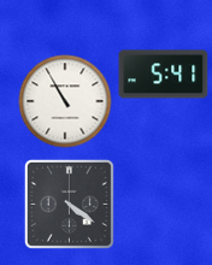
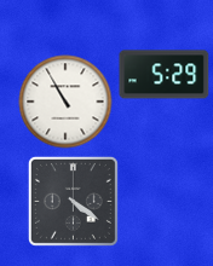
clock at (164, 75): 5:41 -> 5:29
clock at (69, 204) position: (69, 204) -> (73, 201)
